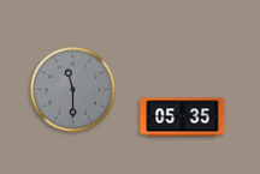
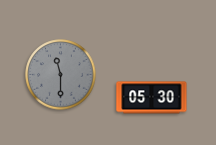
clock at (183, 118): 05:35 -> 05:30
